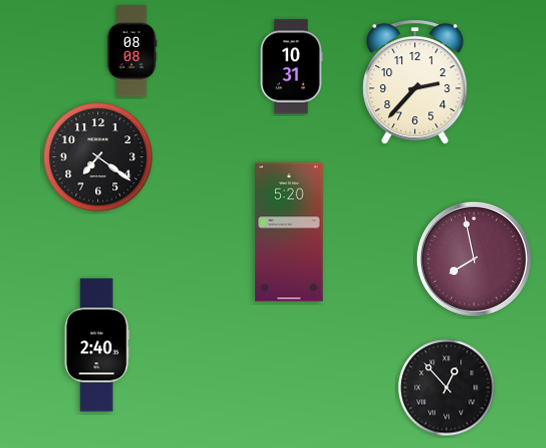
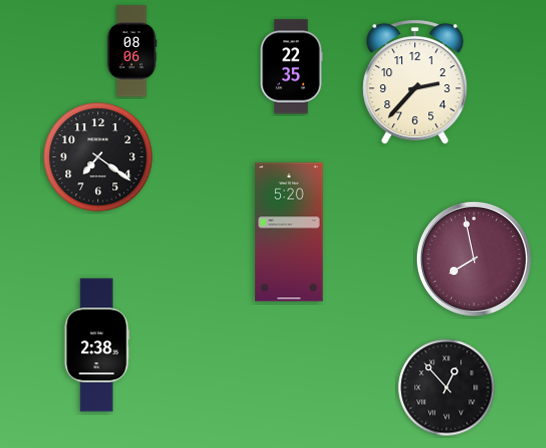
clock at (132, 51): 08:08 -> 08:06
clock at (291, 67): 10:31 -> 22:35
clock at (97, 345): 2:40 -> 2:38
